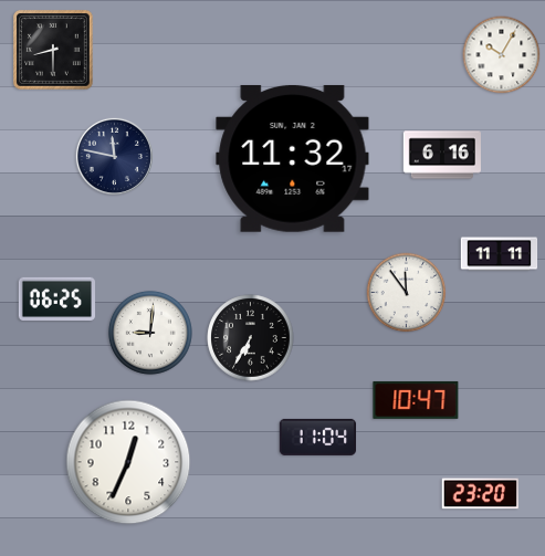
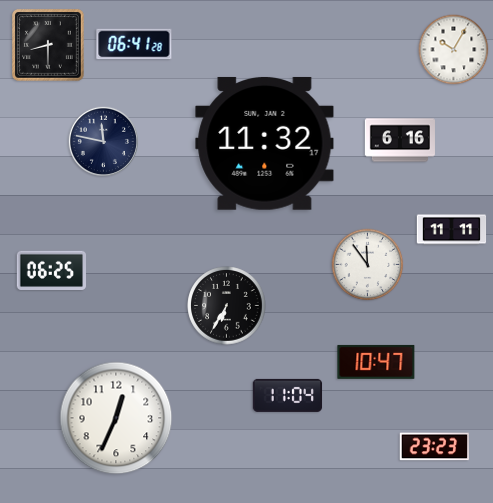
clock at (134, 44): none -> 06:41
clock at (150, 333): 9:01 -> none
clock at (481, 494): 23:20 -> 23:23
